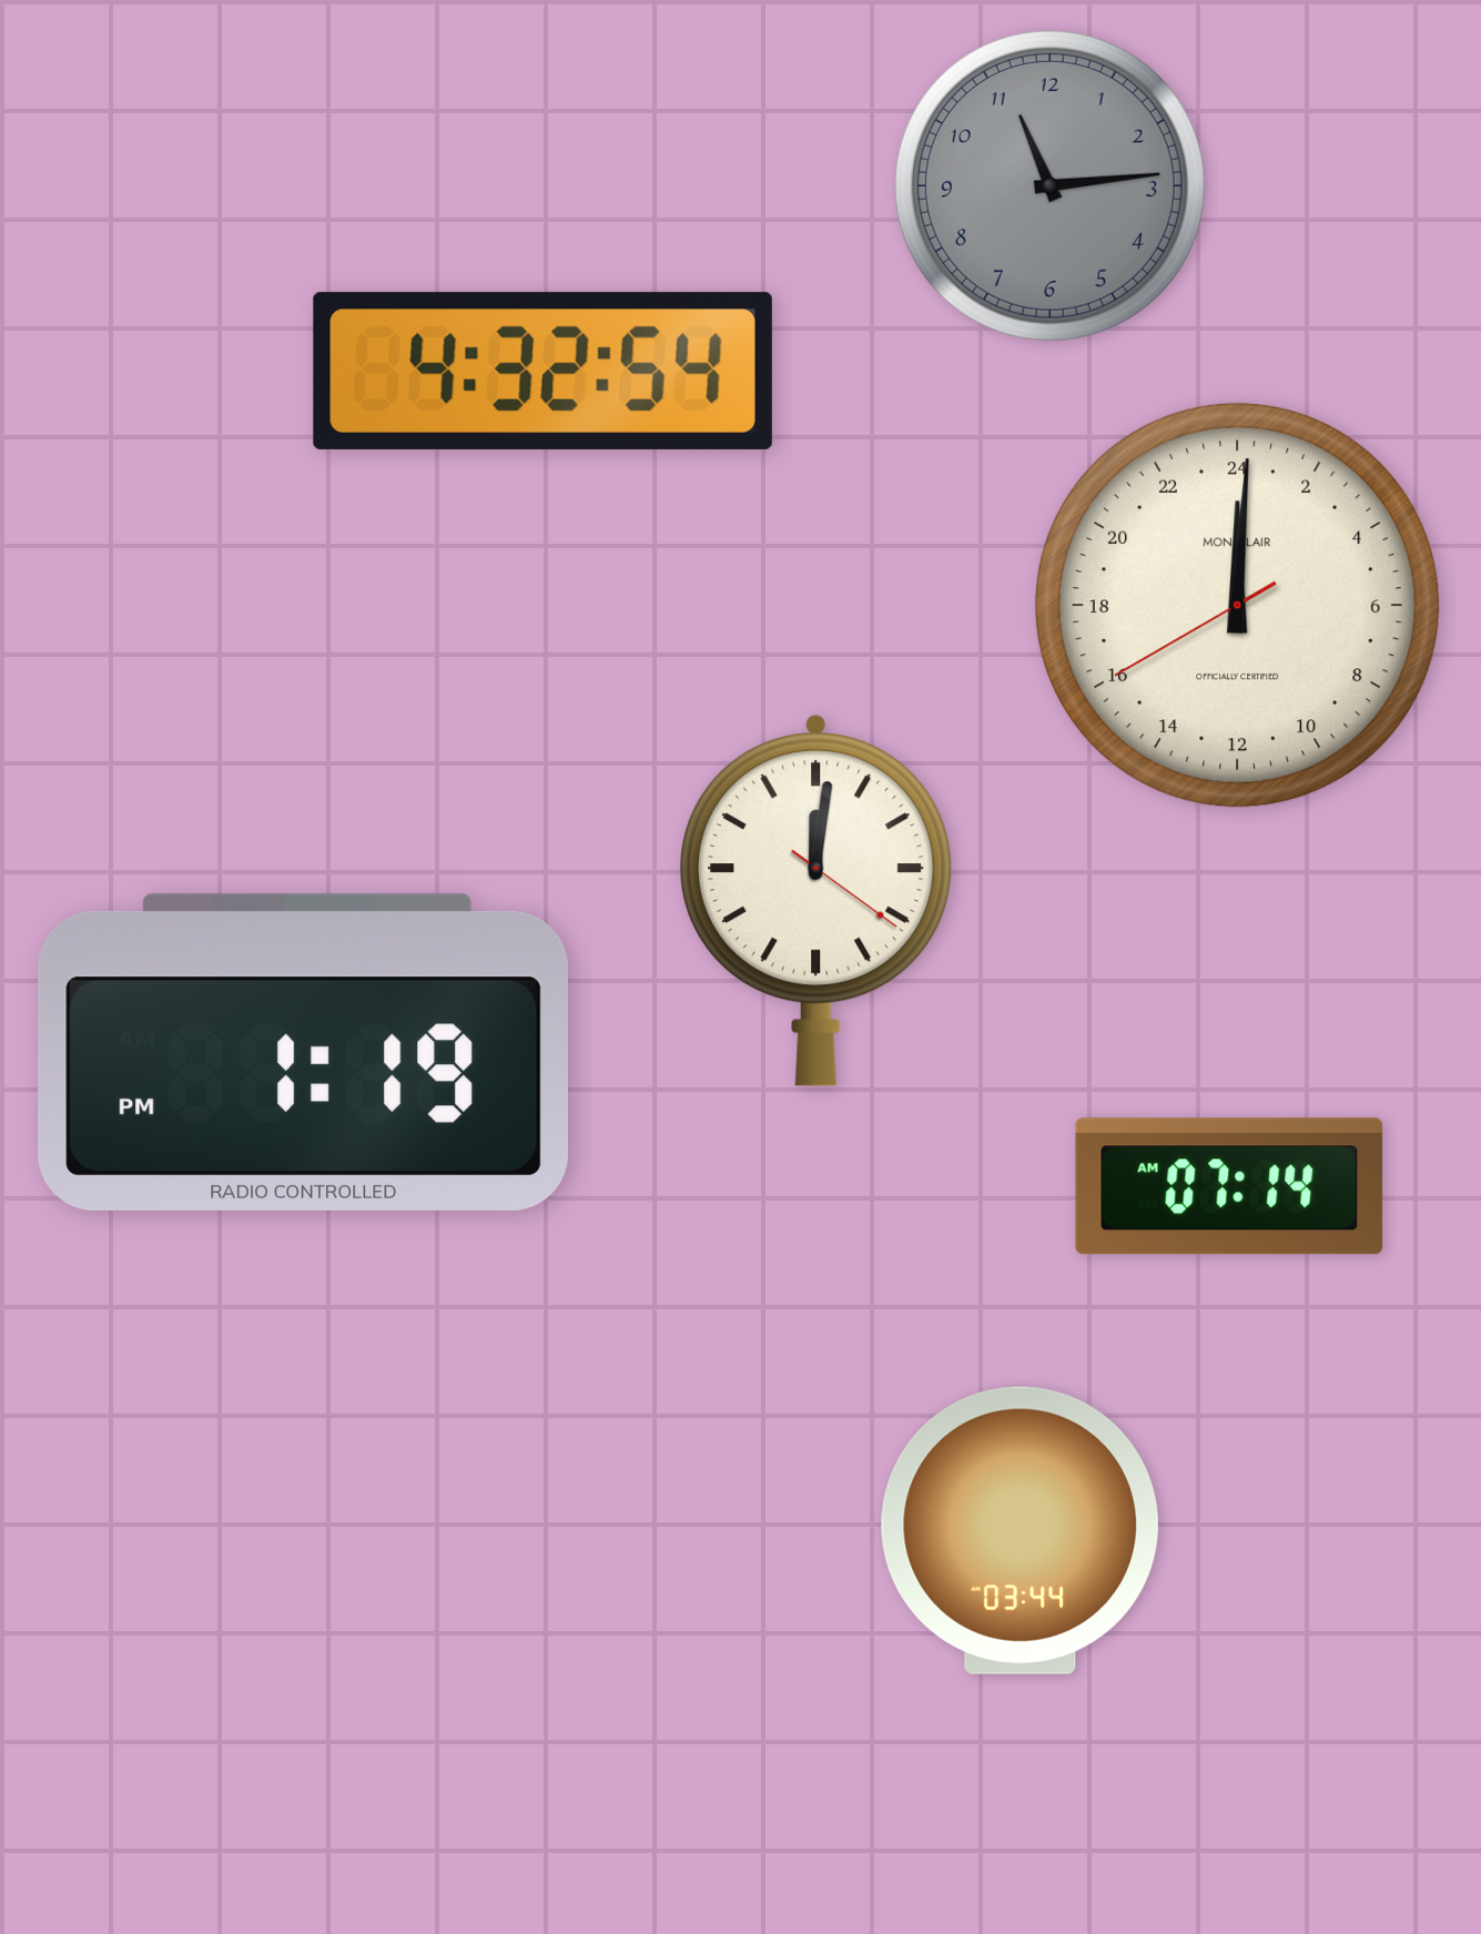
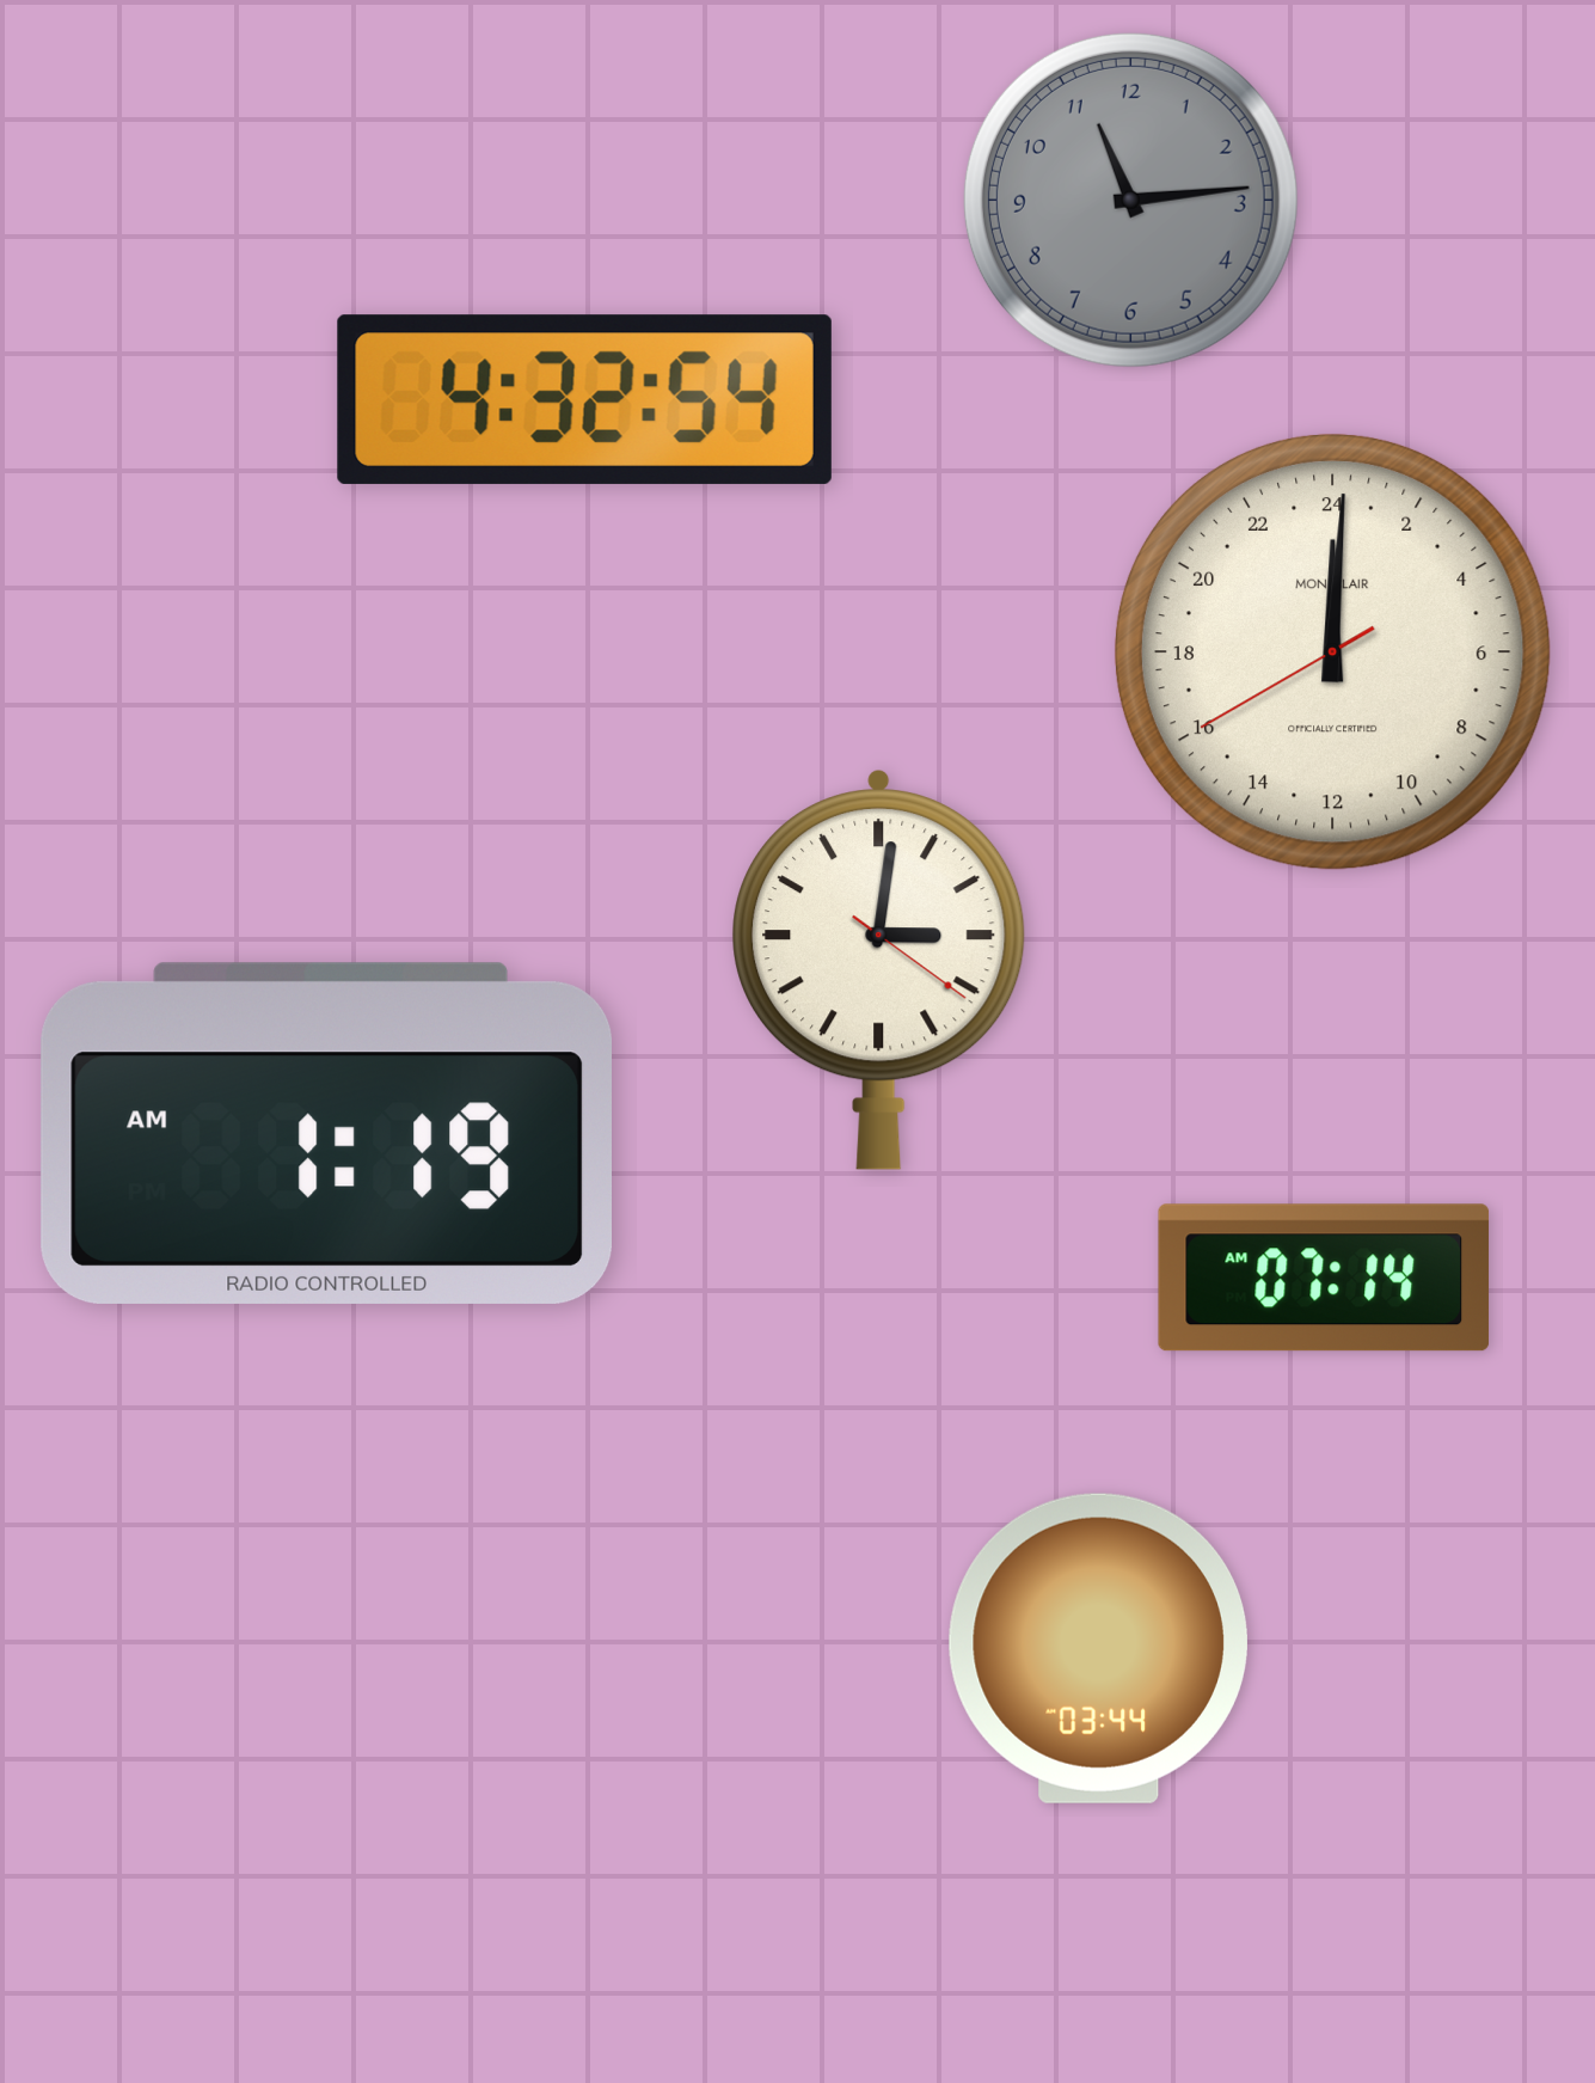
clock at (816, 901): 12:01 -> 3:01
clock at (303, 1052): 1:19 PM -> 1:19 AM
